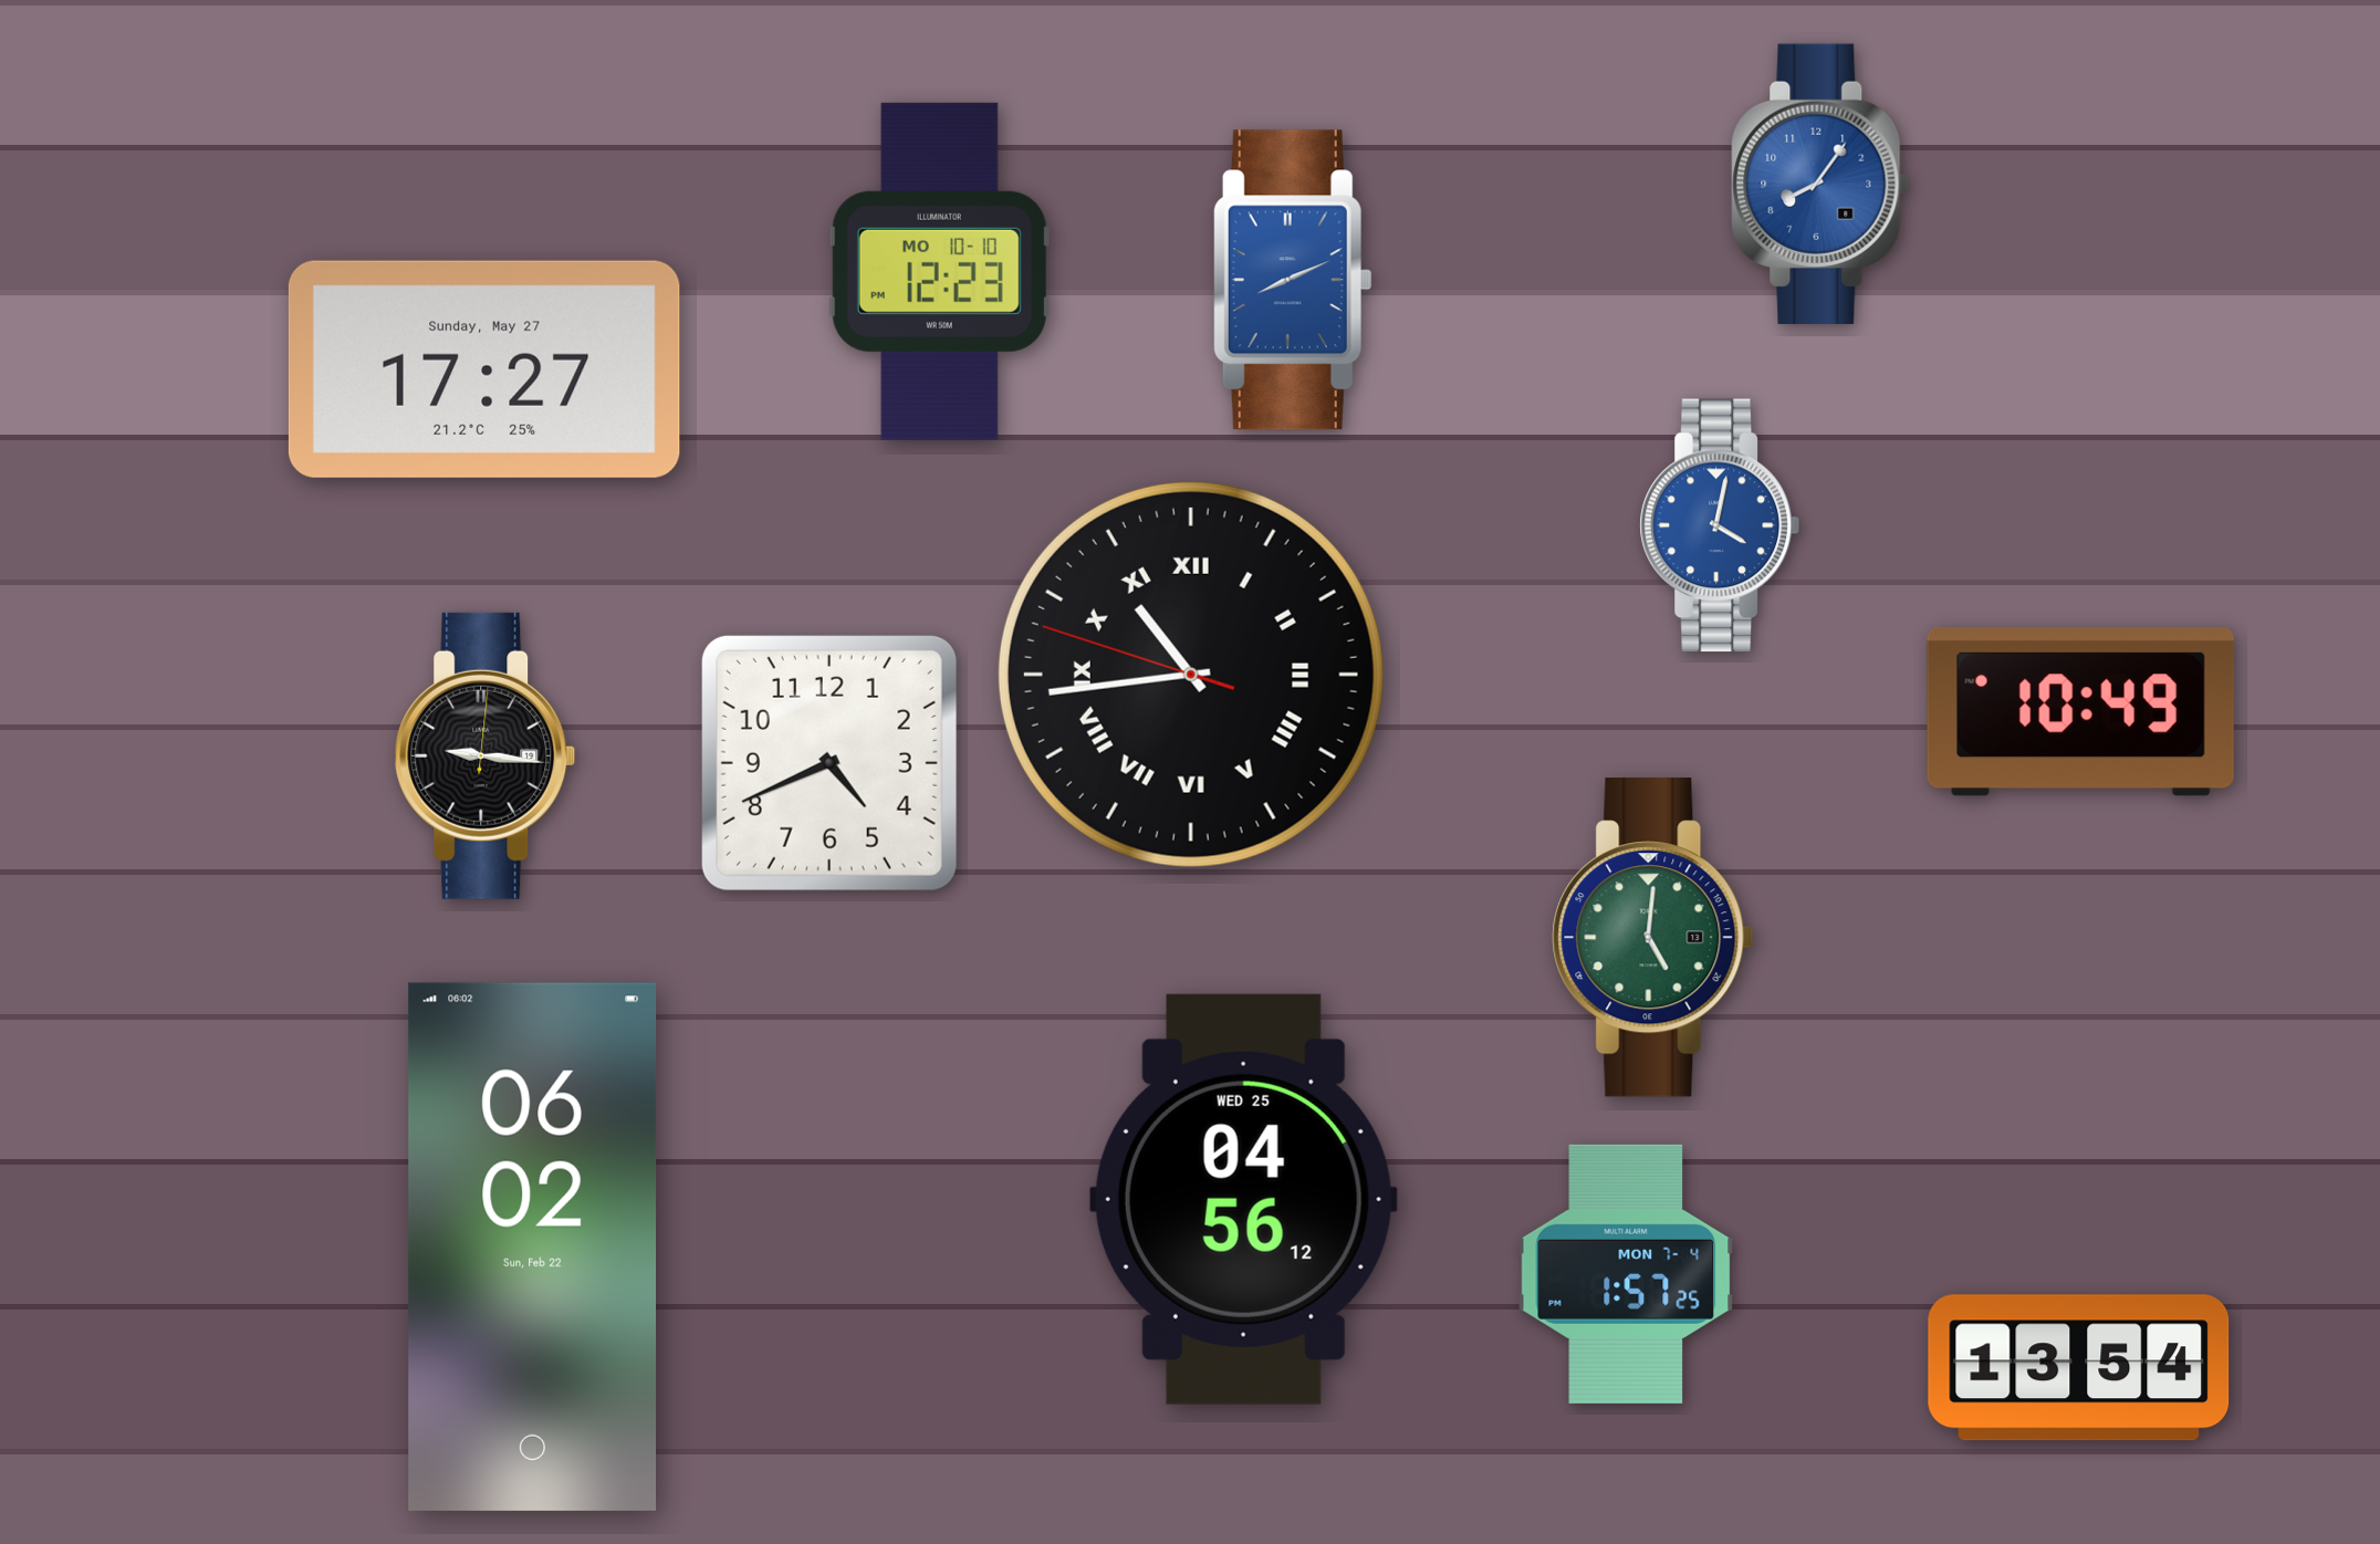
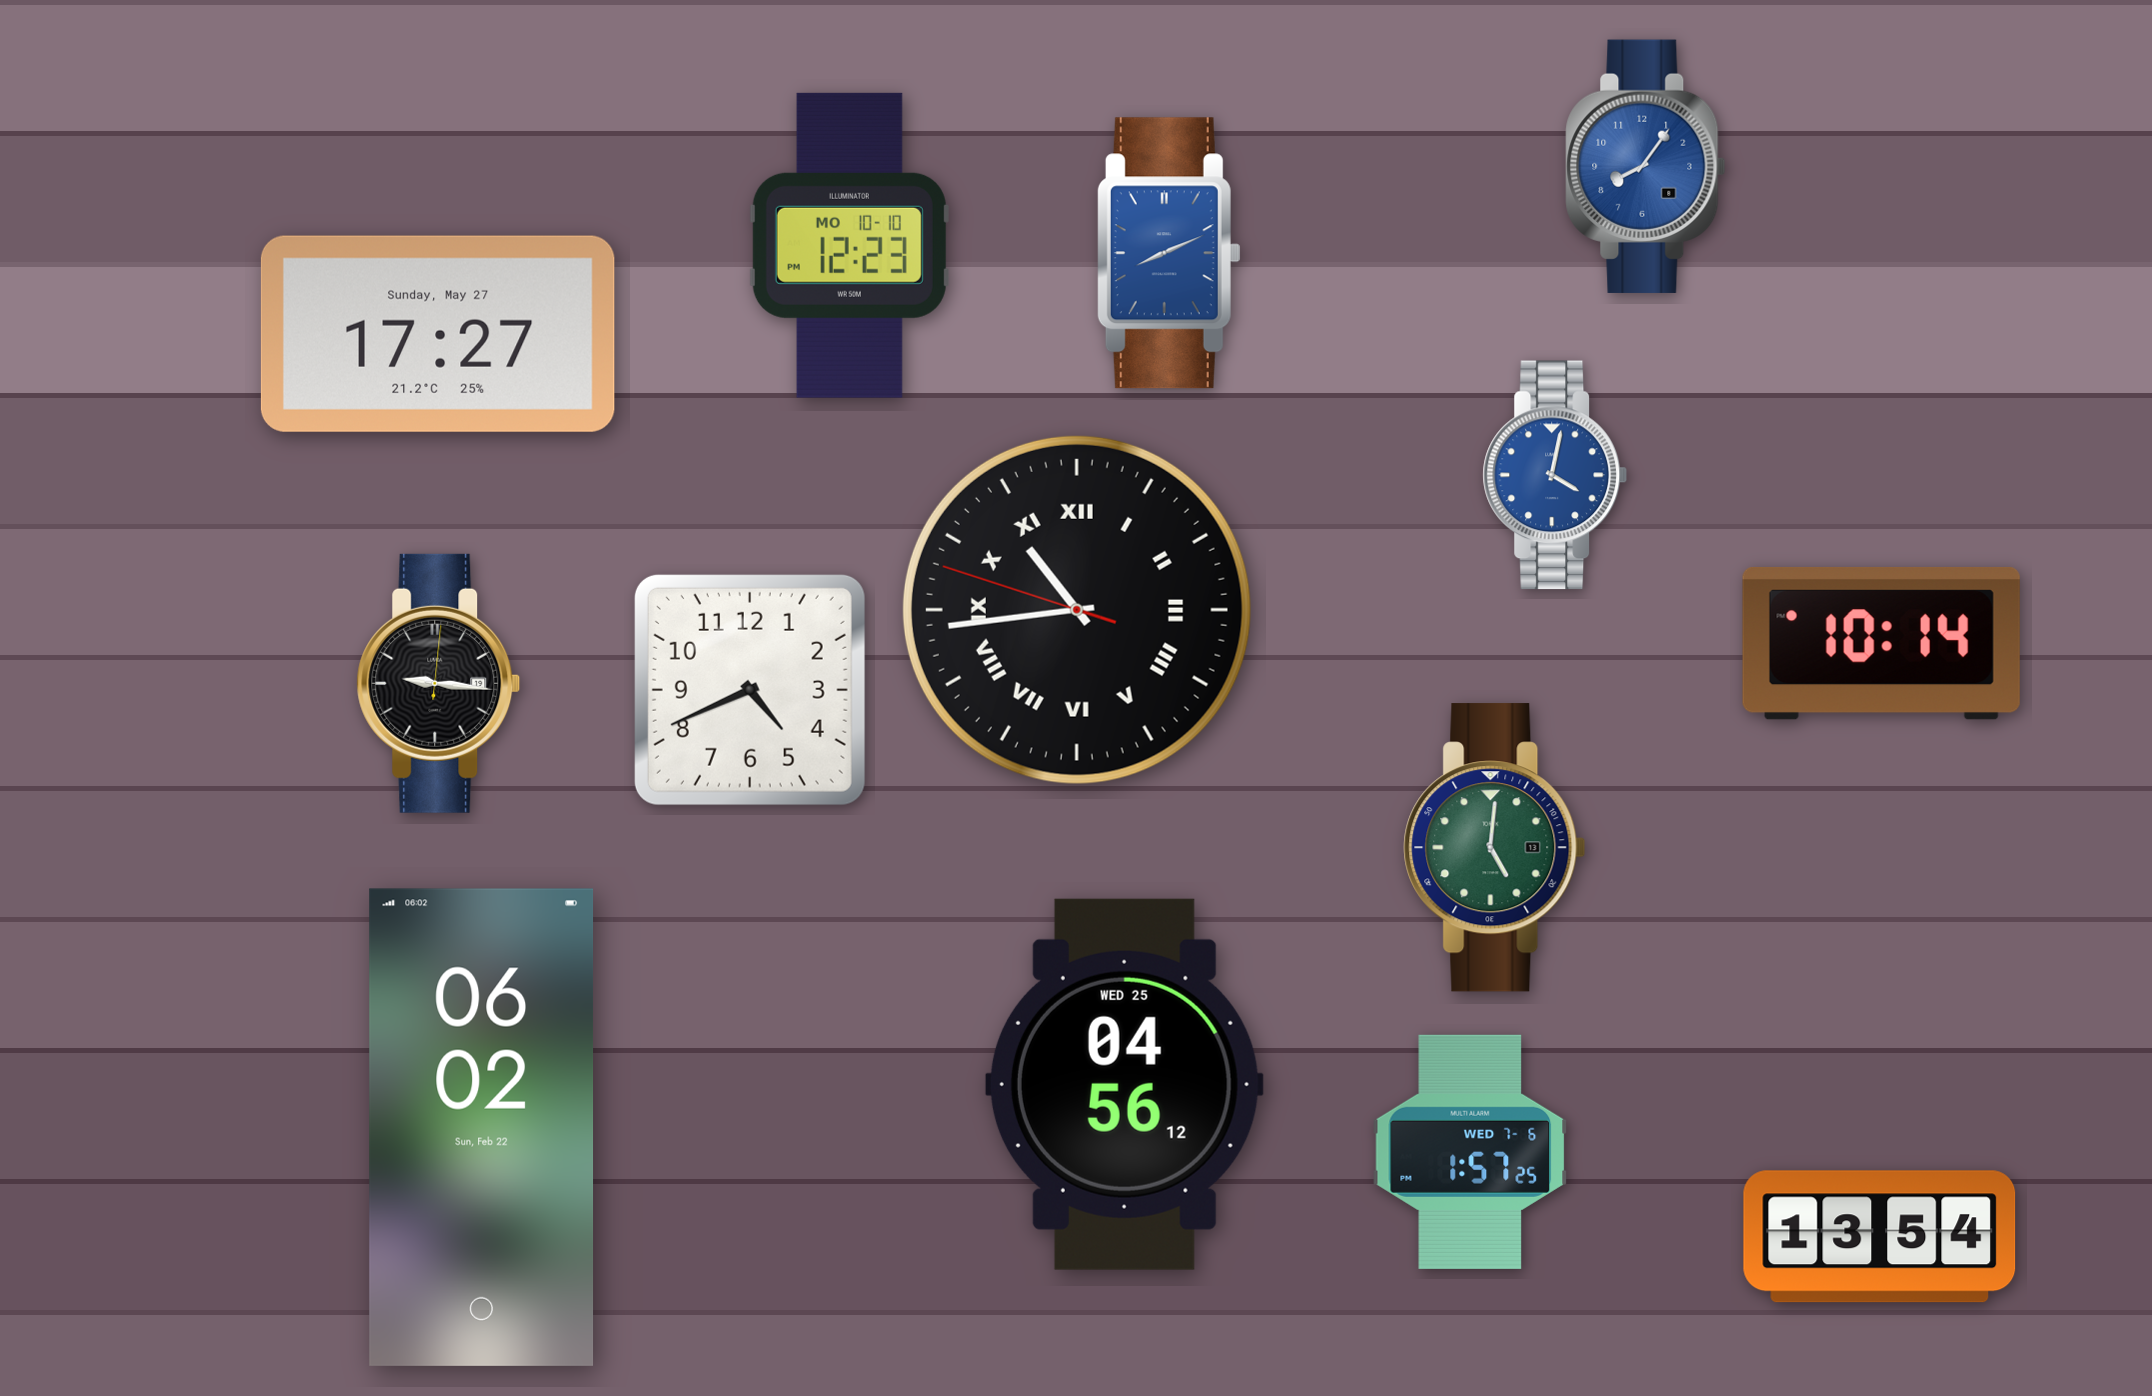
clock at (2080, 711): 10:49 -> 10:14
clock at (1626, 1274) date: MON 7-4 -> WED 7-6
